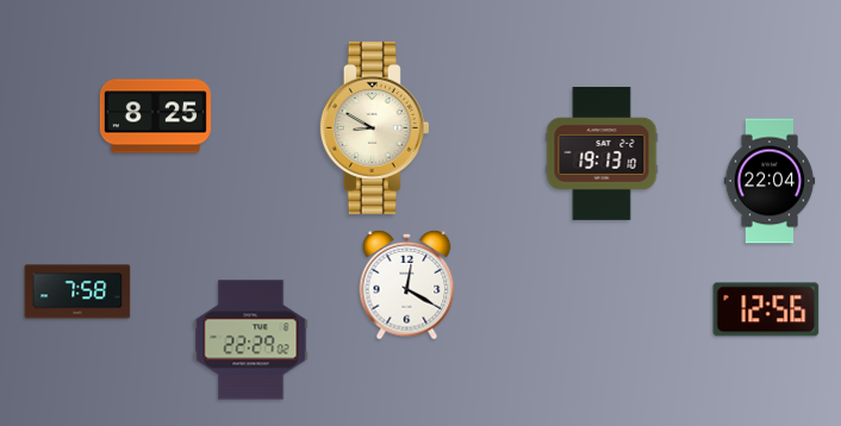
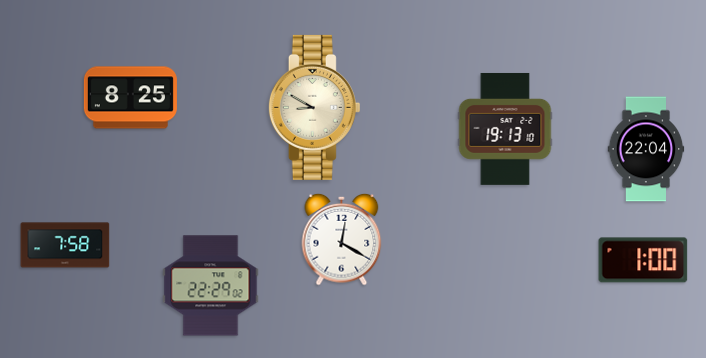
clock at (770, 181) position: (770, 181) -> (646, 149)
clock at (766, 309): 12:56 -> 1:00
